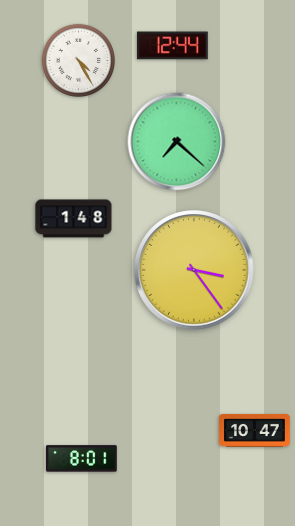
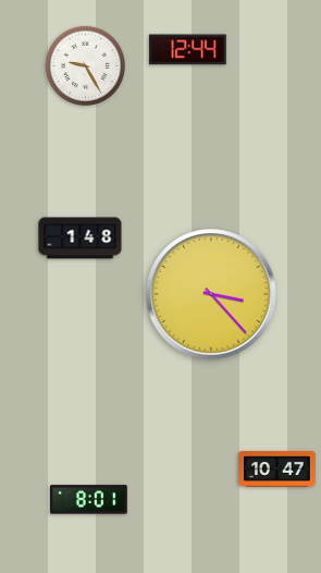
clock at (78, 60): 4:25 -> 9:25
clock at (177, 142): 7:22 -> none
clock at (194, 270): 3:24 -> 3:23
